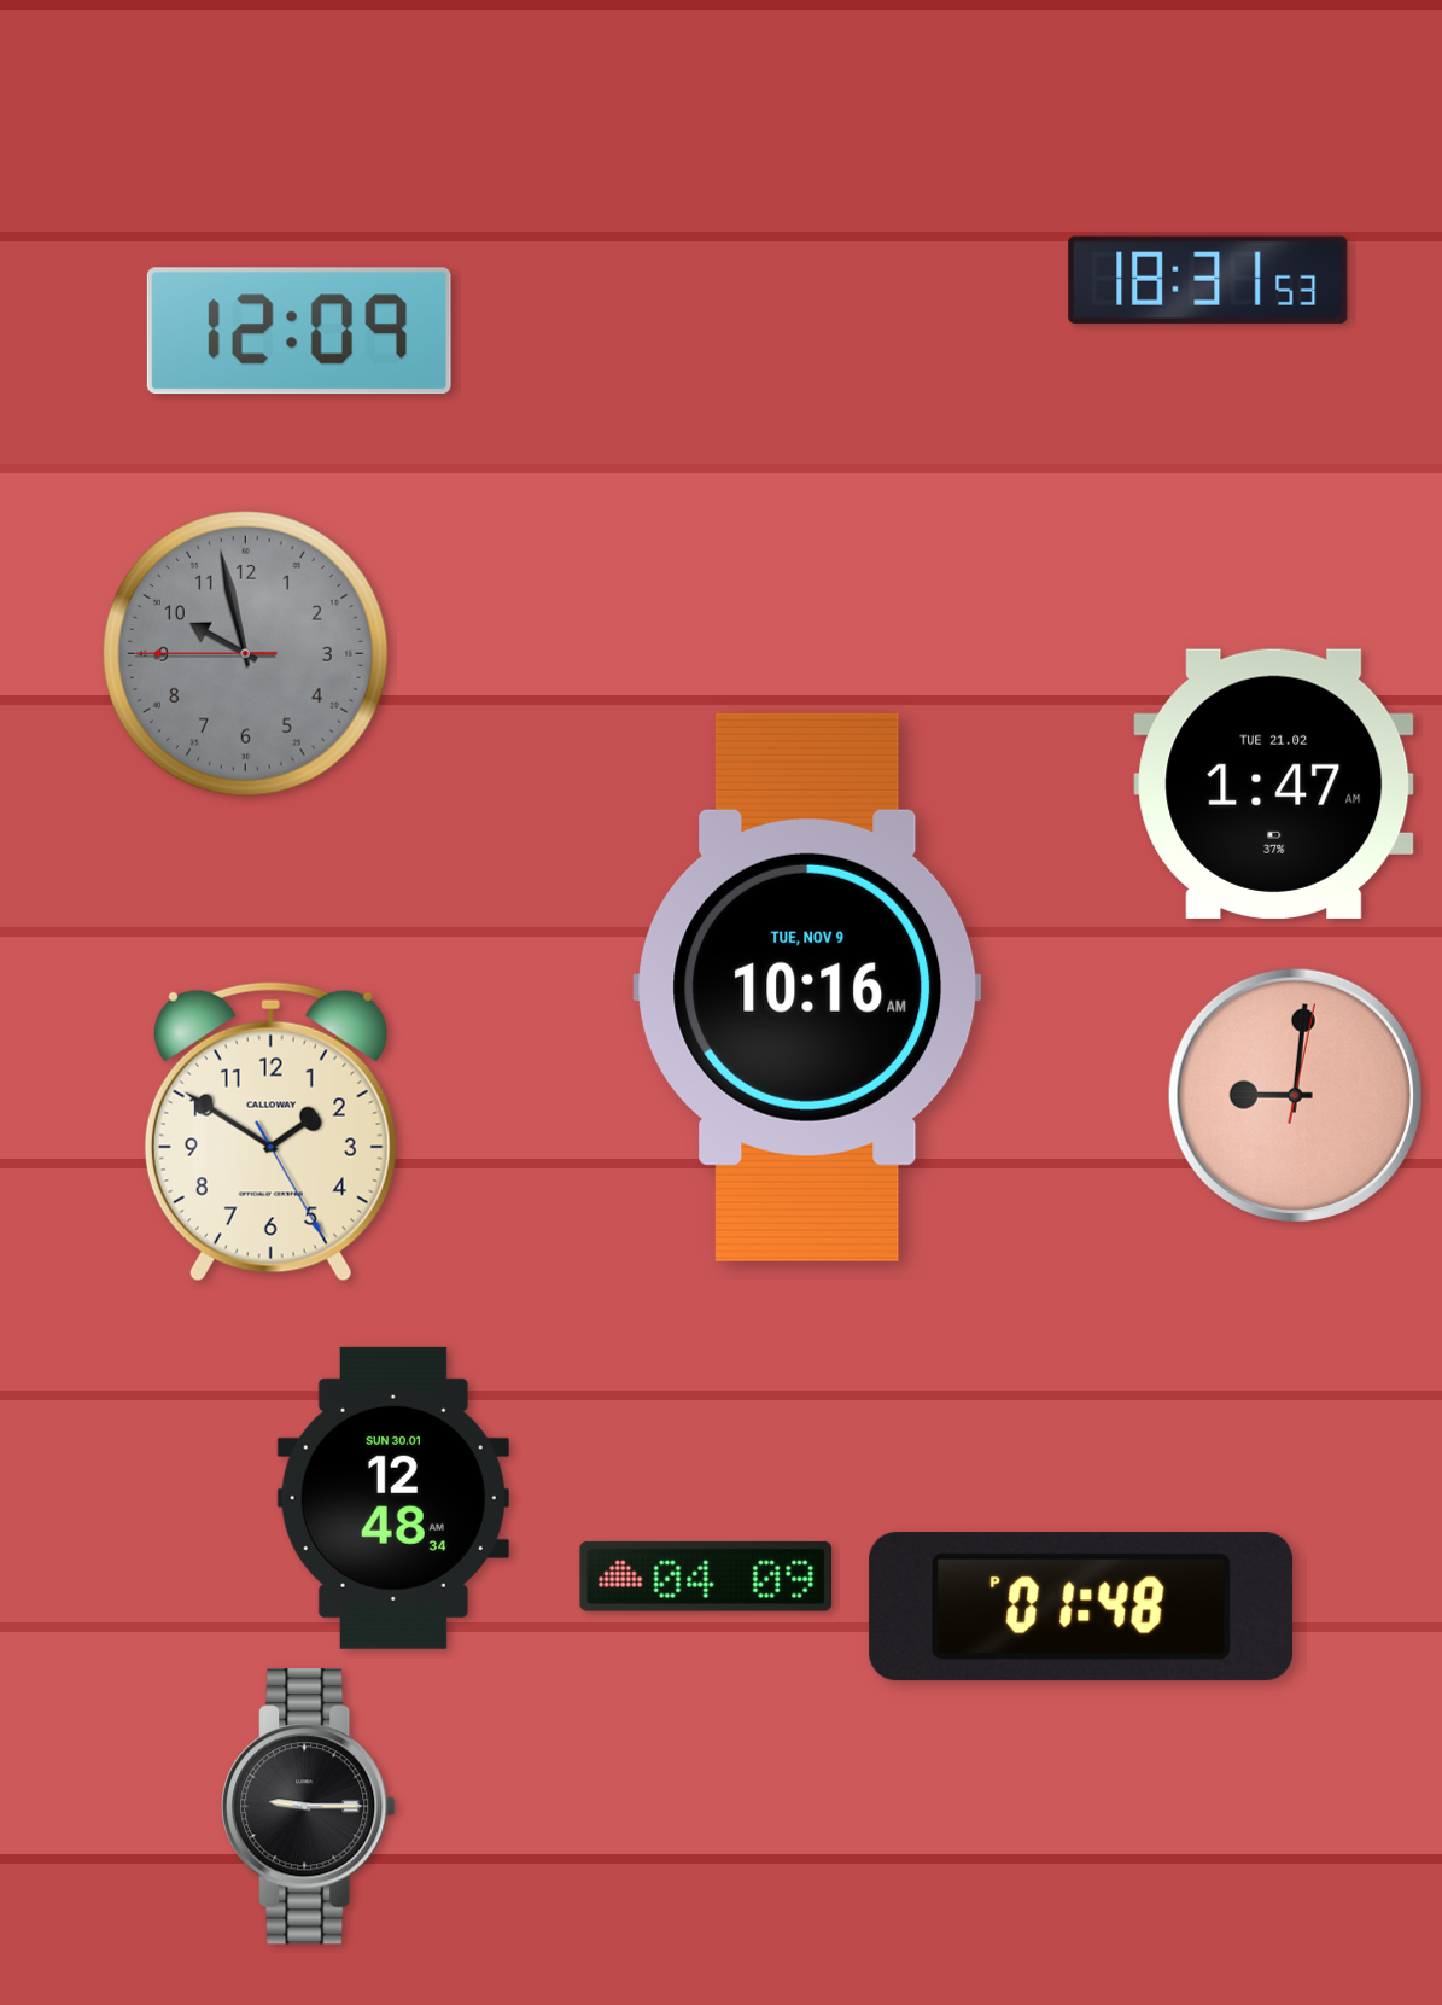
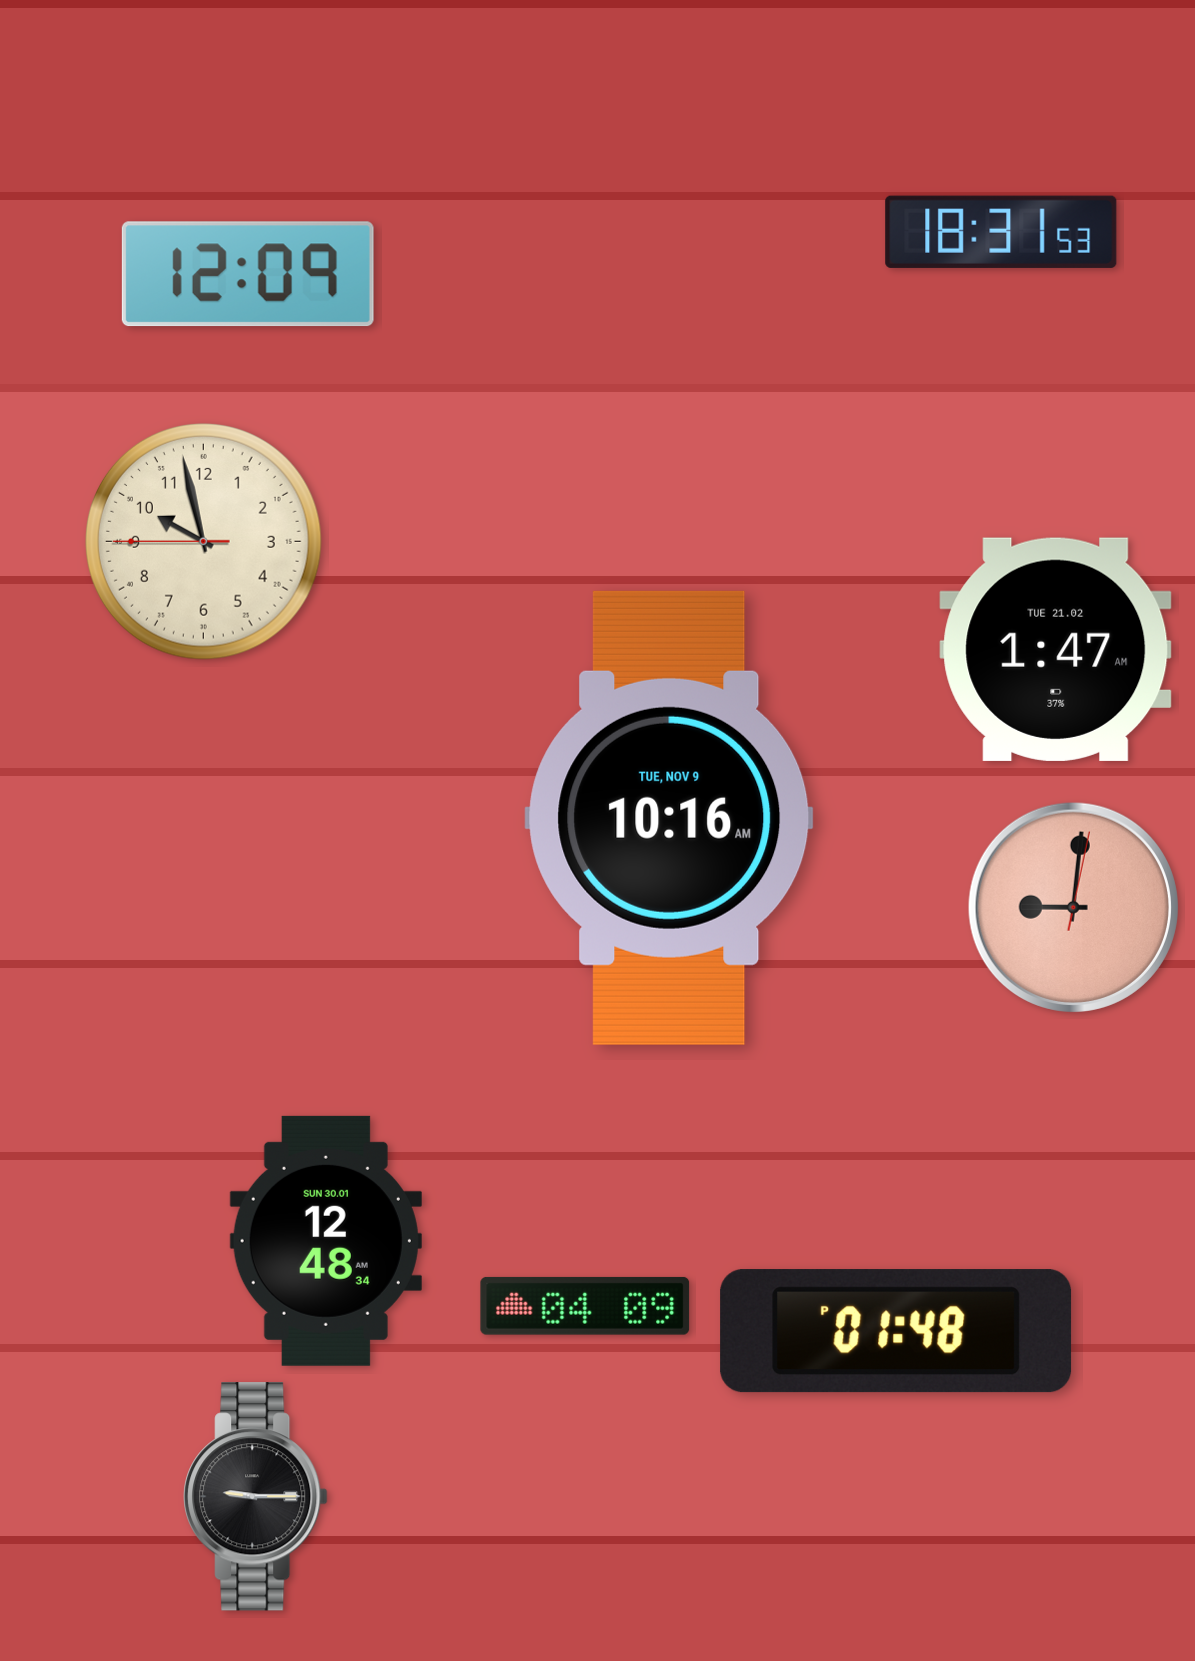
clock at (246, 654) dial: grey -> cream
clock at (270, 1131): 1:50 -> none
